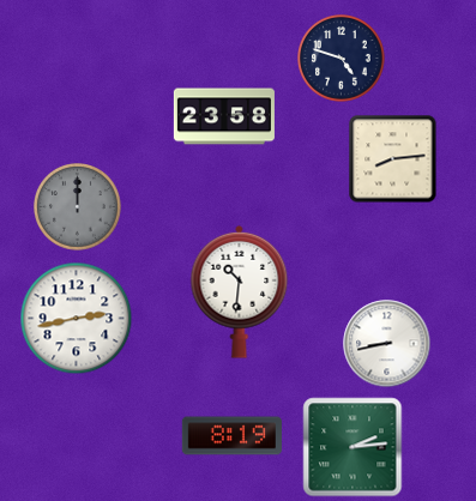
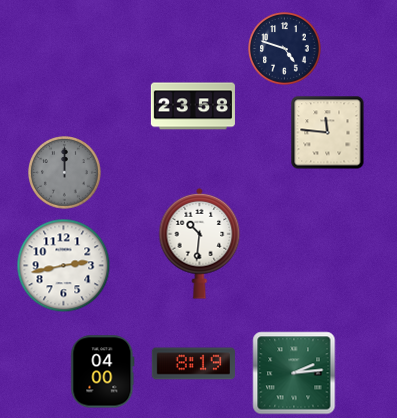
clock at (224, 116) position: (224, 116) -> (193, 106)
clock at (393, 159): 8:14 -> 11:46
clock at (387, 344): 8:43 -> none
clock at (103, 372): none -> 04:00
